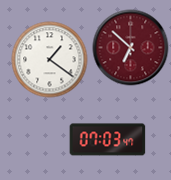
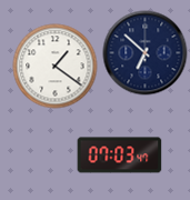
clock at (131, 48) dial: burgundy -> navy
